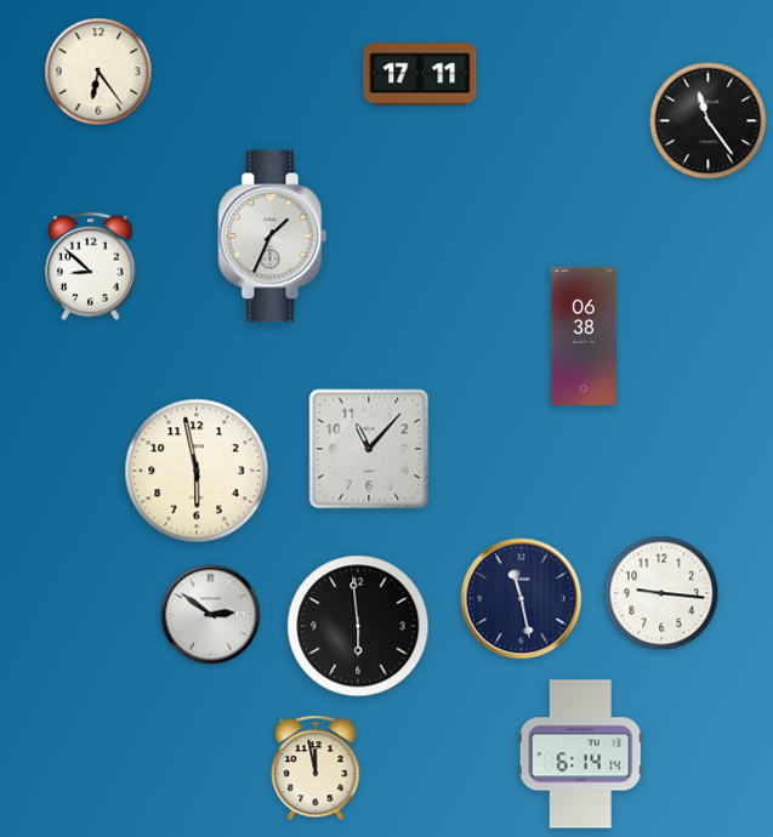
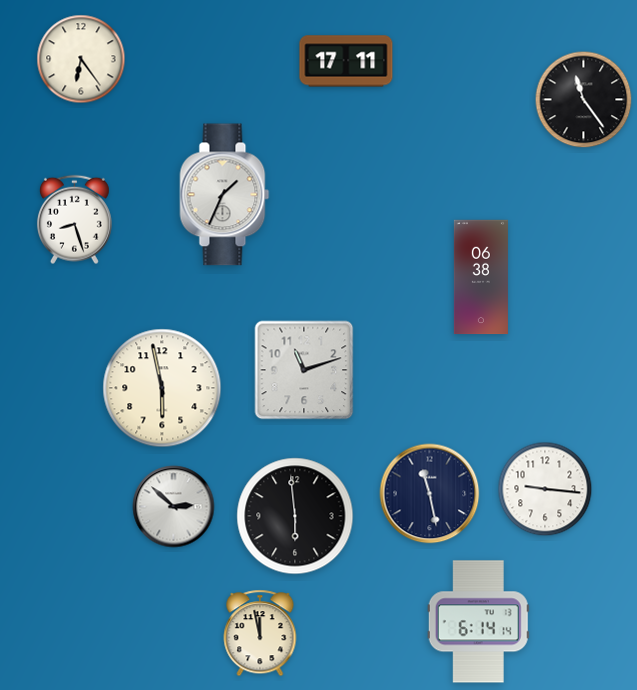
clock at (90, 267): 8:52 -> 8:27
clock at (369, 449): 11:07 -> 11:12
clock at (211, 615): 2:51 -> 2:52
